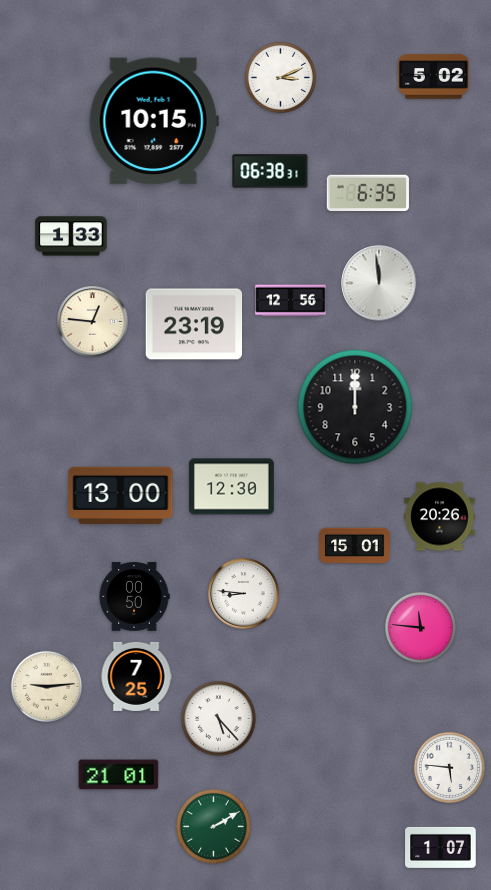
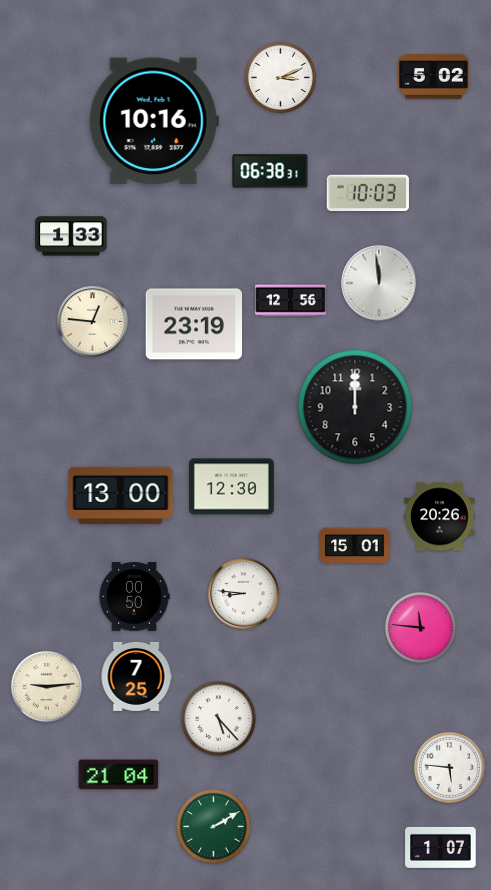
clock at (154, 121): 10:15 -> 10:16
clock at (368, 193): 6:35 -> 10:03
clock at (119, 775): 21:01 -> 21:04
